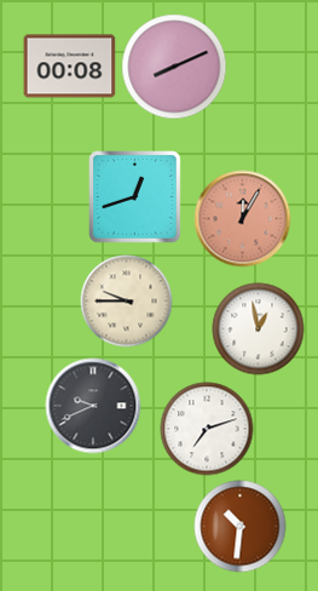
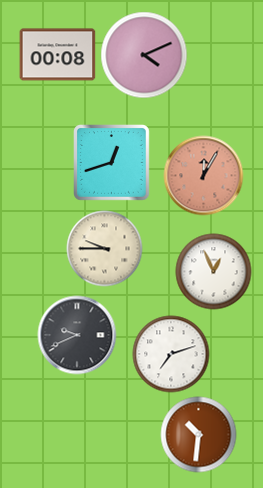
clock at (174, 67): 8:11 -> 4:11
clock at (243, 219) position: (243, 219) -> (204, 176)
clock at (259, 329): 12:58 -> 12:56
